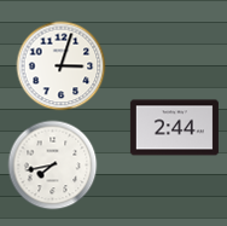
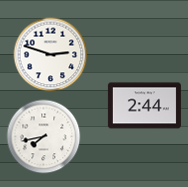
clock at (62, 66): 3:03 -> 2:48
